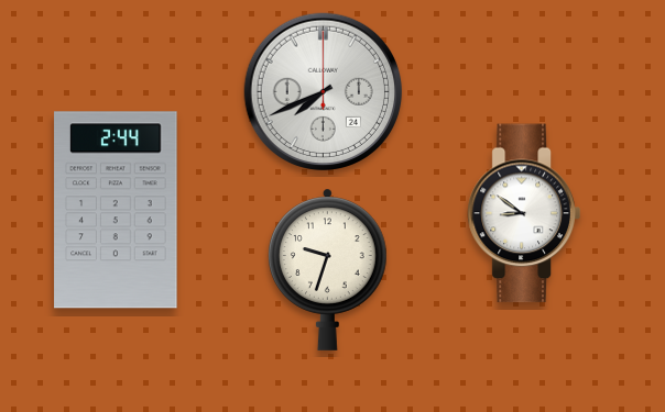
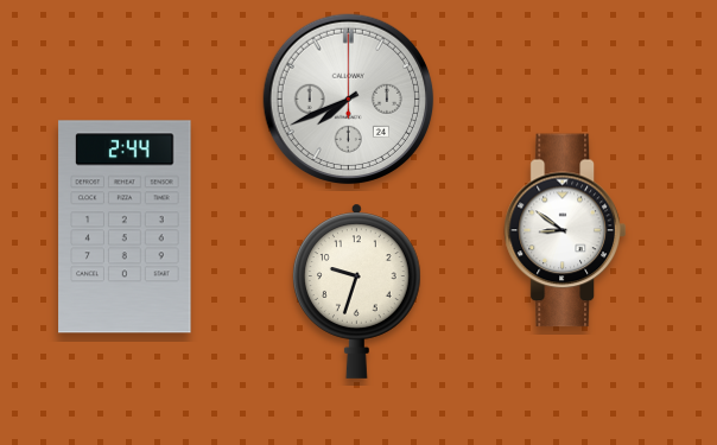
clock at (328, 269) position: (328, 269) -> (357, 291)
